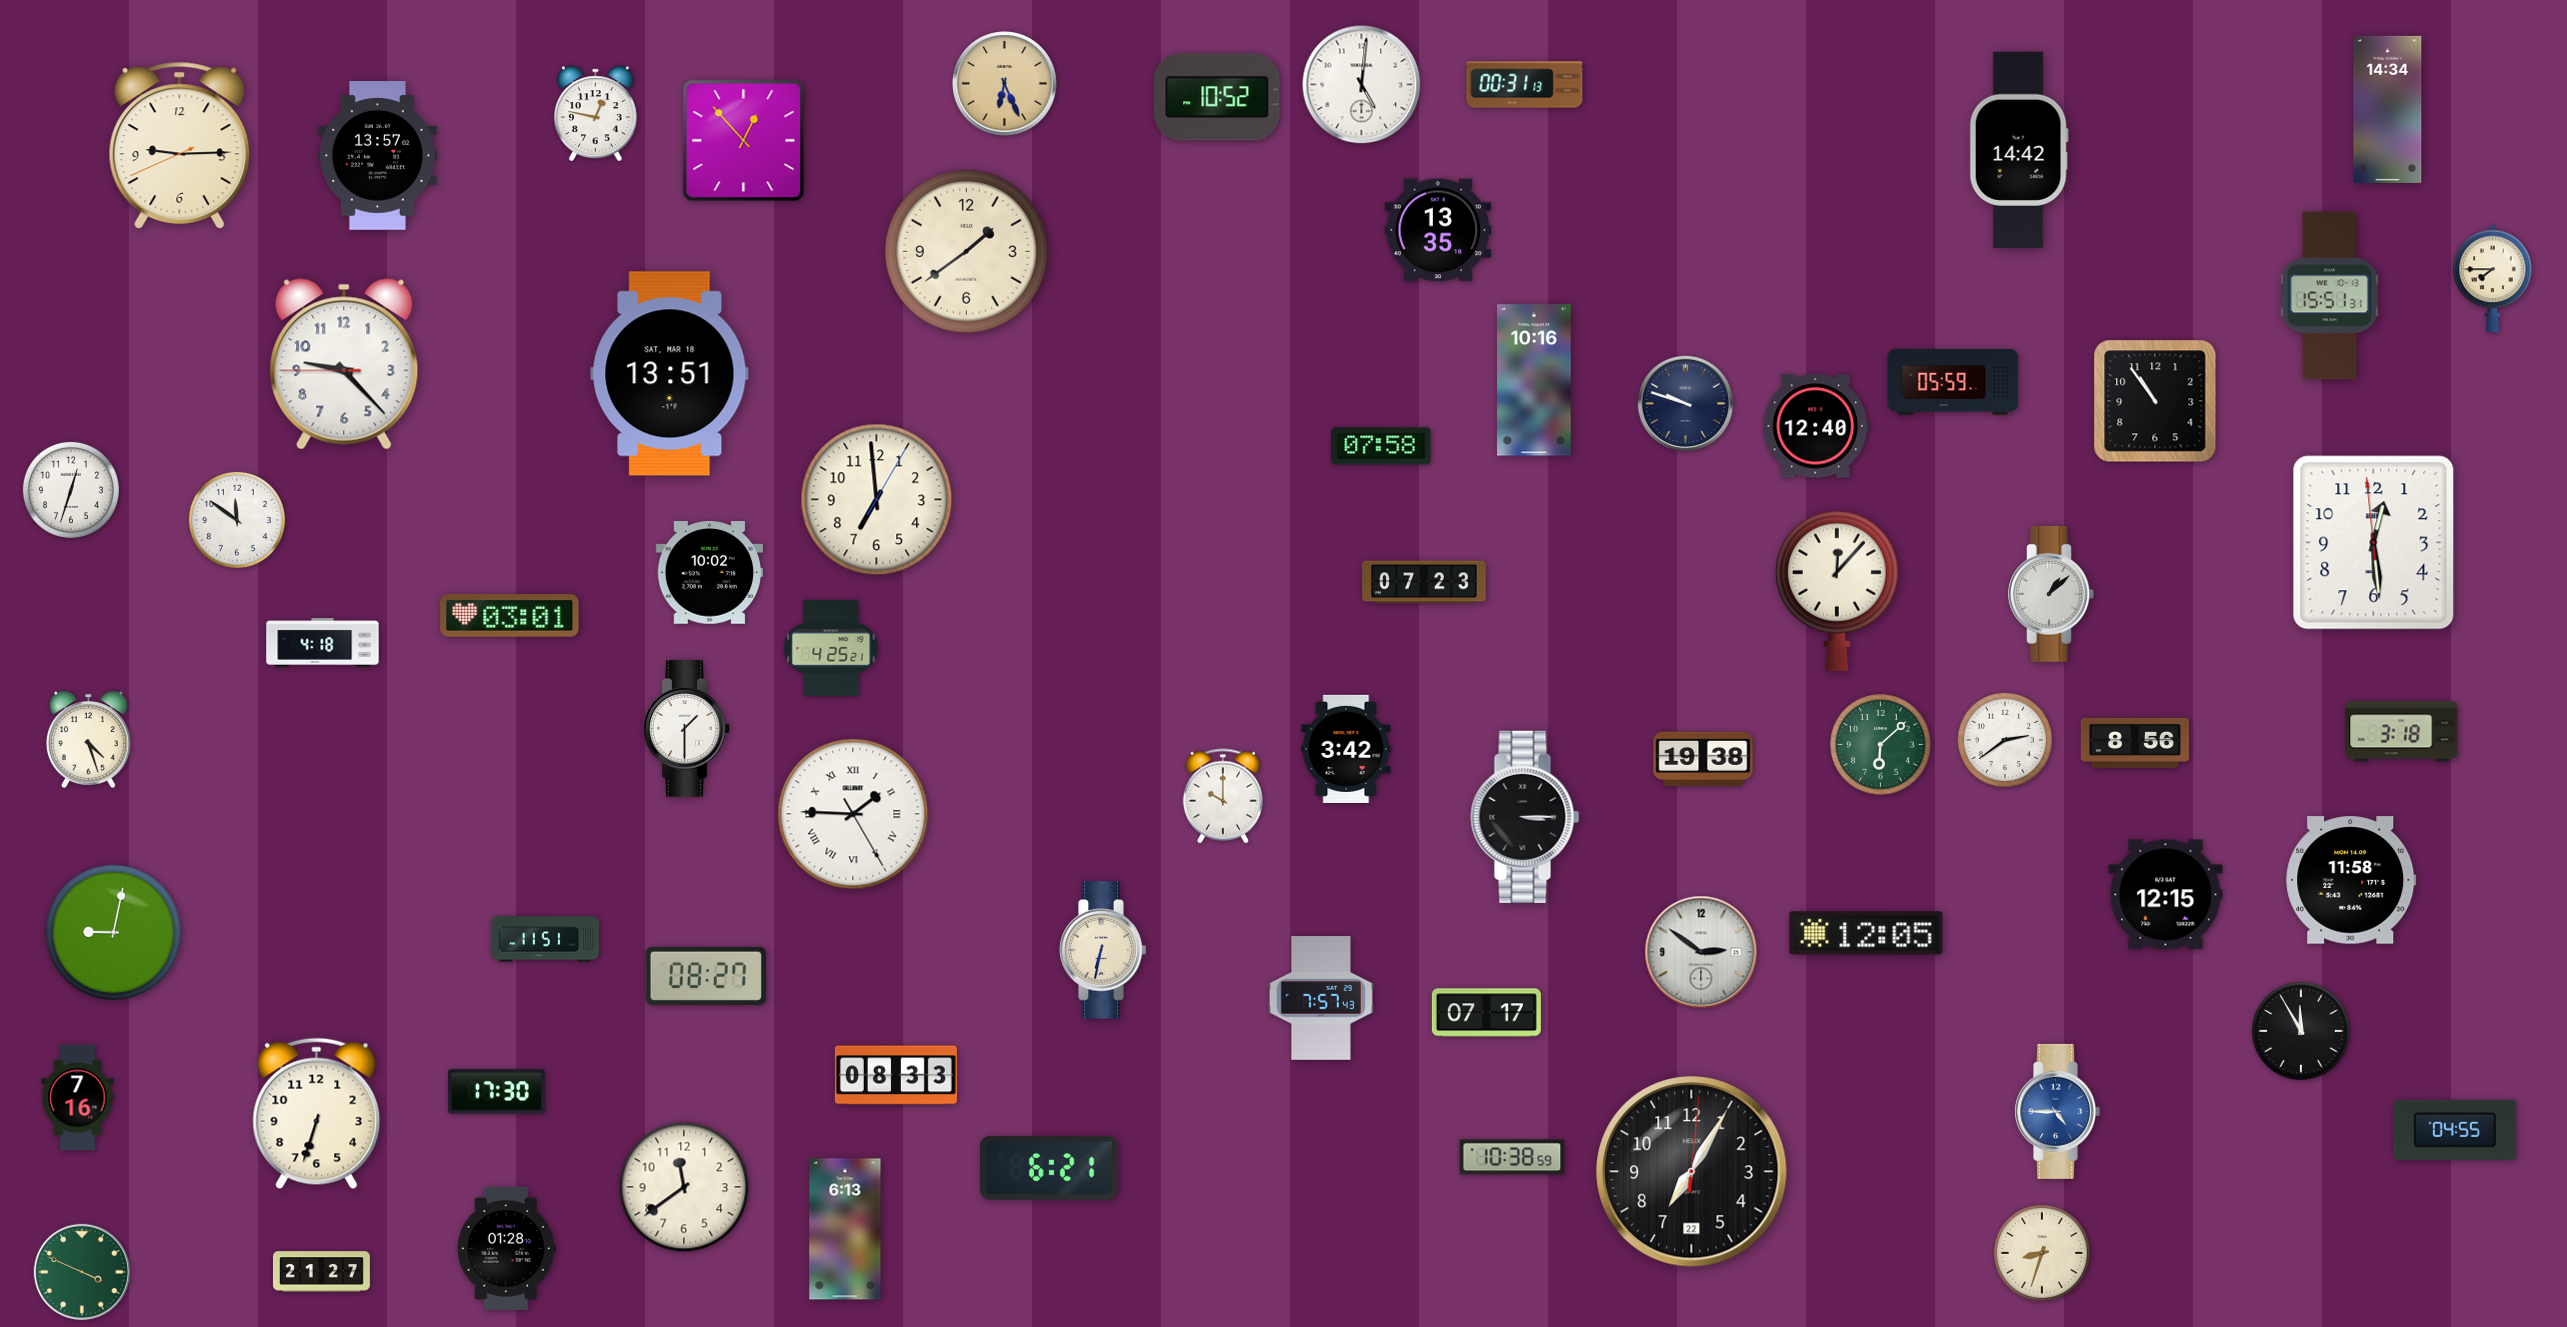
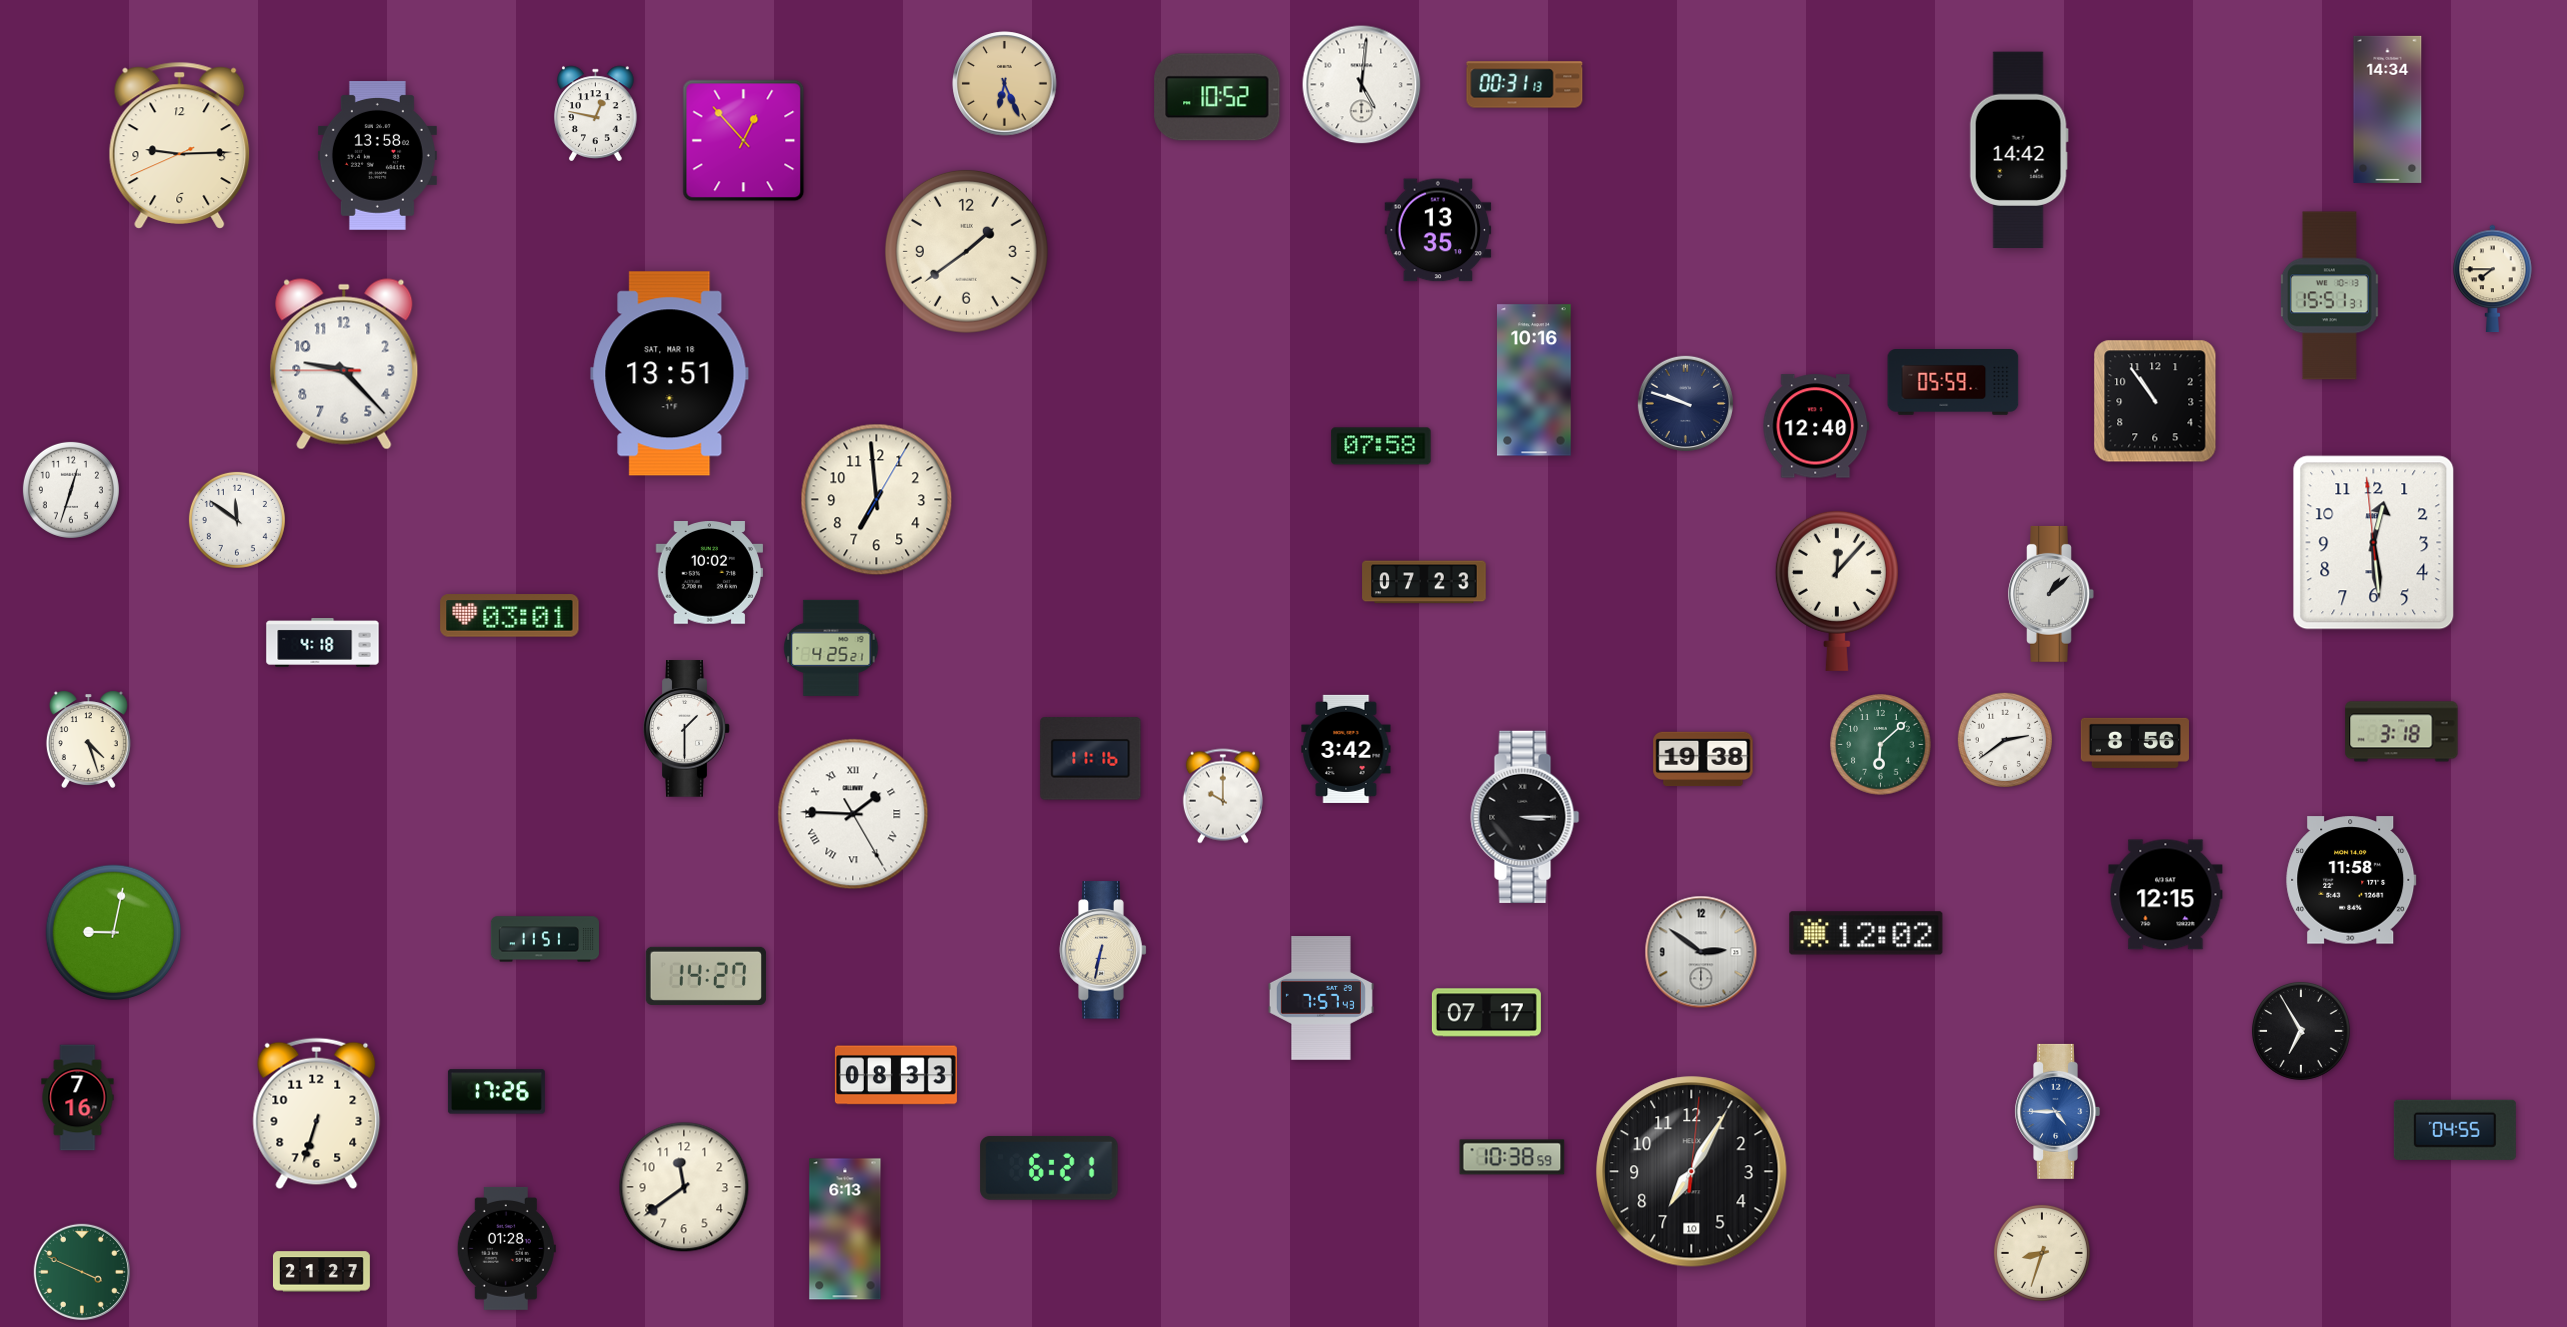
clock at (377, 156): 13:57 -> 13:58
clock at (1091, 759): none -> 11:16
clock at (1866, 933): 12:05 -> 12:02
clock at (705, 976): 08:27 -> 14:27
clock at (2301, 1031): 11:55 -> 6:55
clock at (496, 1092): 17:30 -> 17:26
clock at (1692, 1172) date: 22 -> 10
